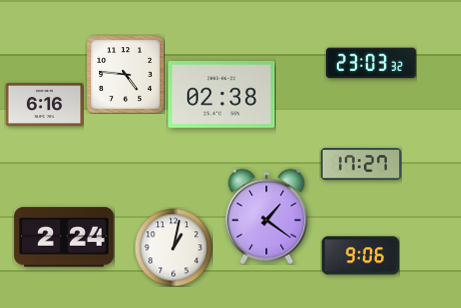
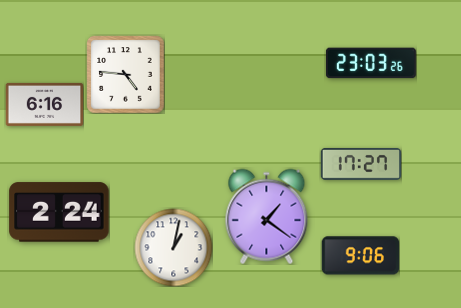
clock at (371, 63): 23:03:32 -> 23:03:26
clock at (222, 94): 02:38 -> none
clock at (64, 237) position: (64, 237) -> (59, 212)
